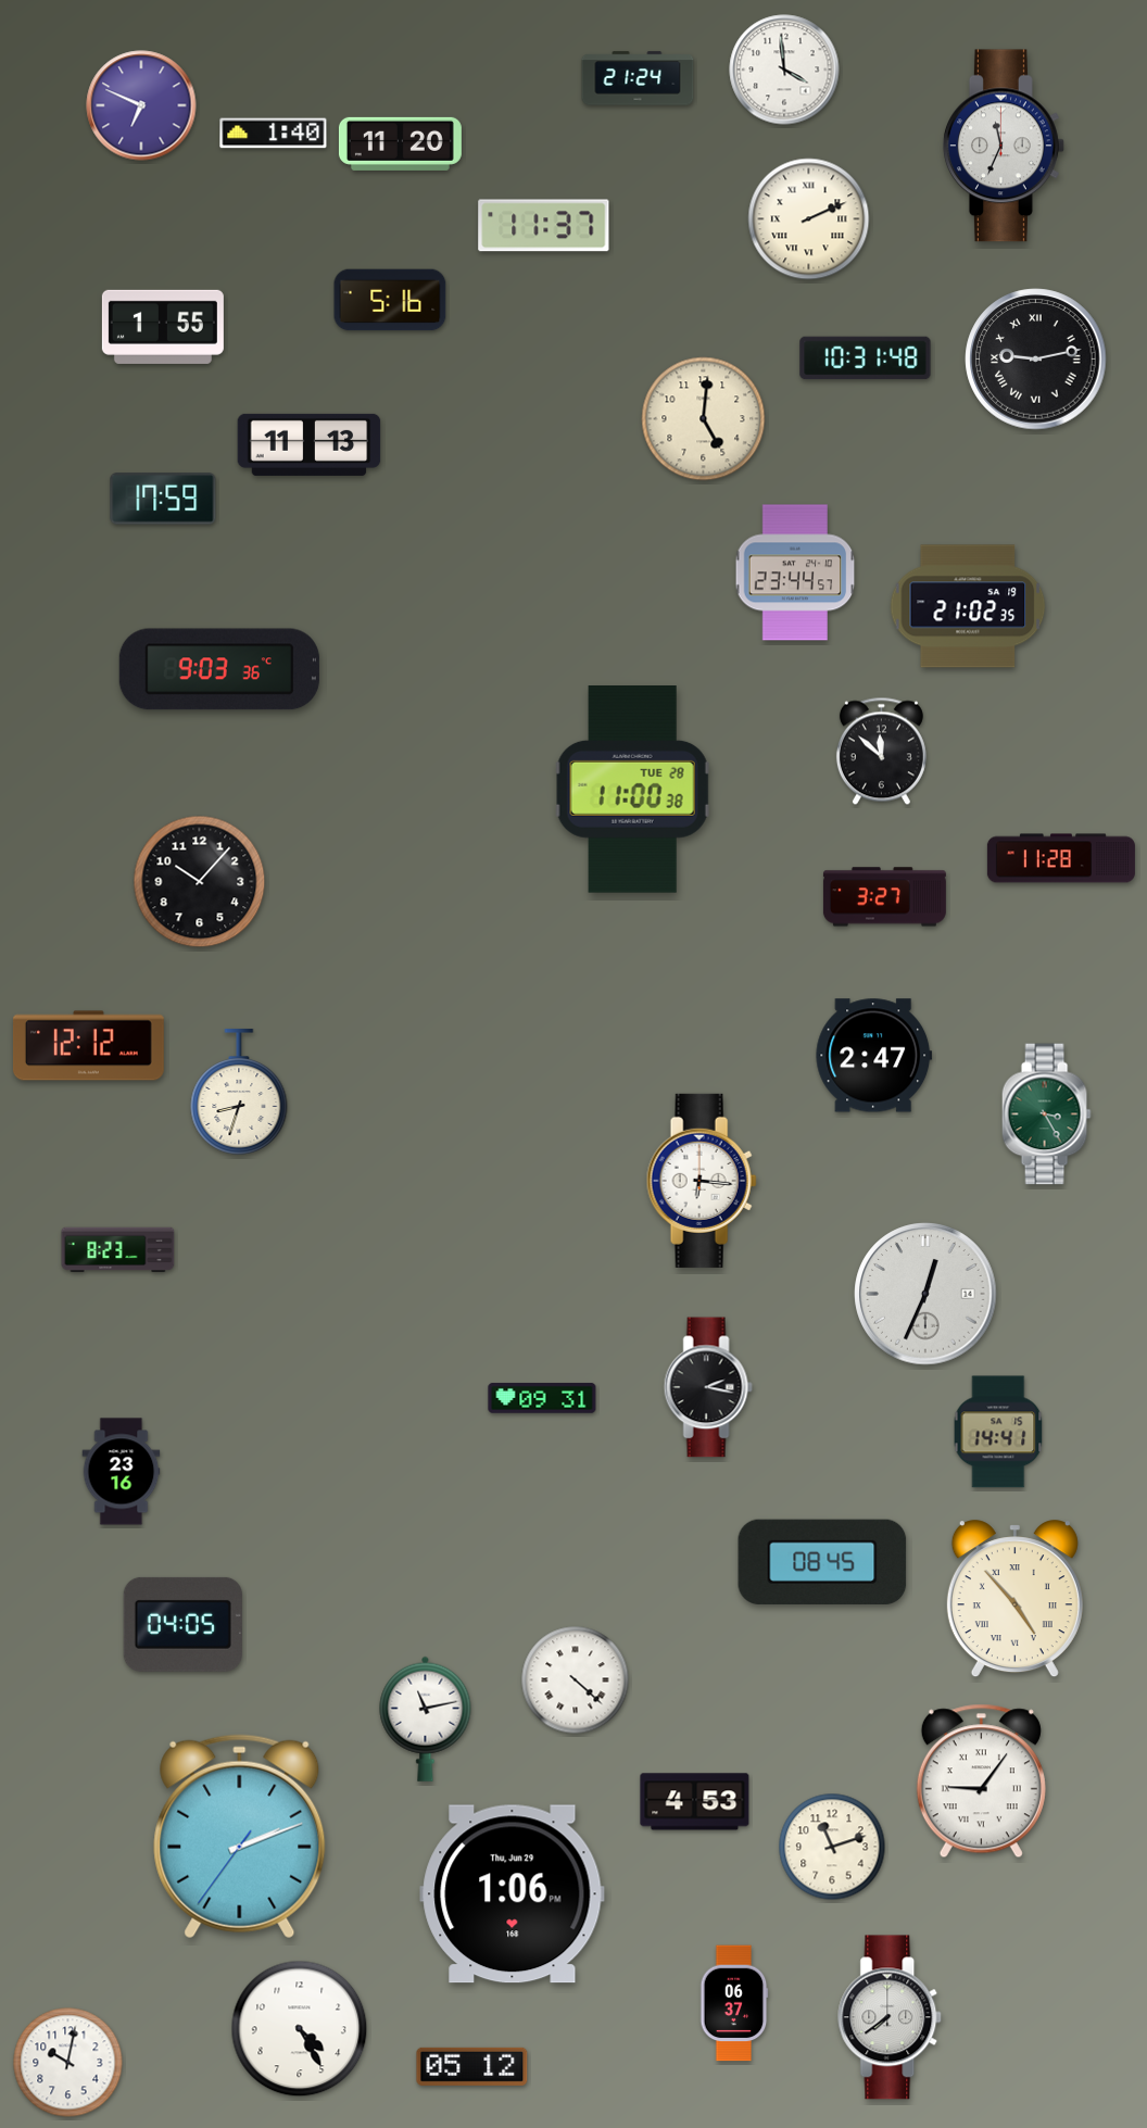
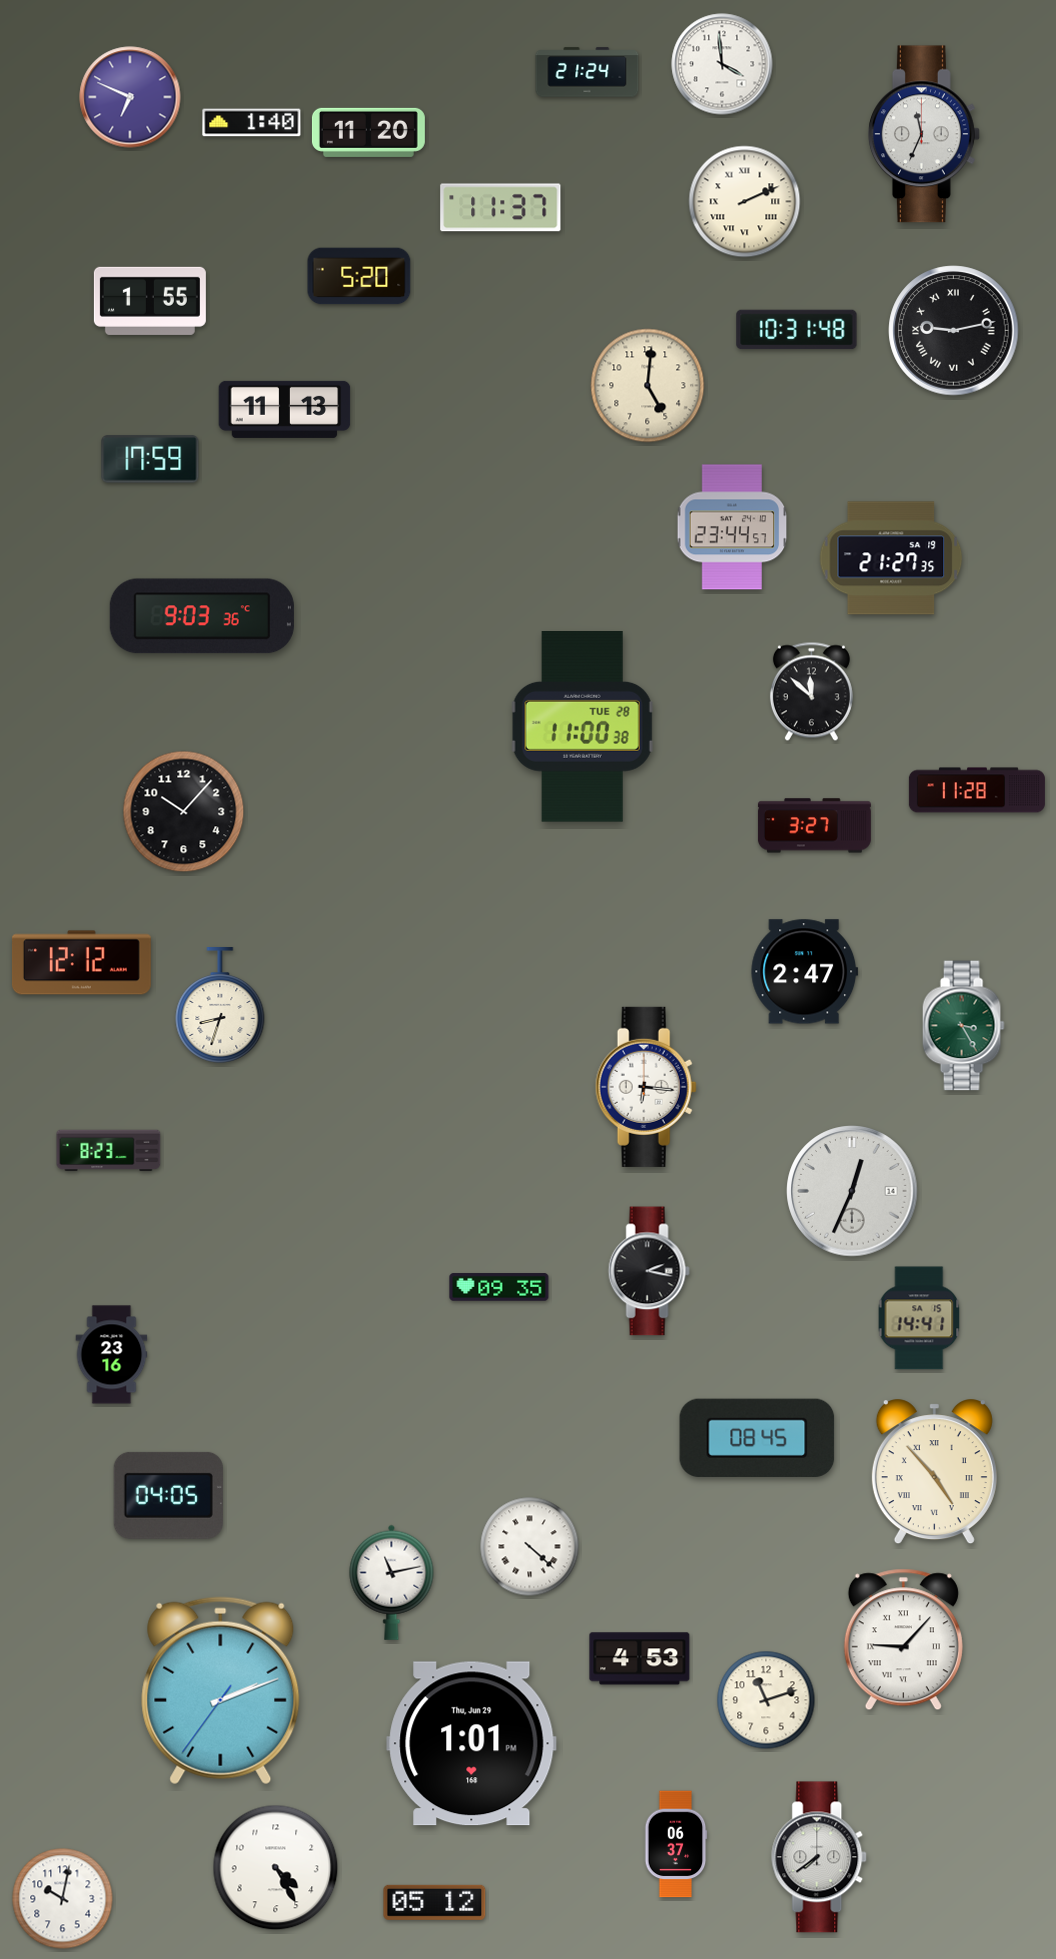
clock at (390, 300): 5:16 -> 5:20
clock at (968, 606): 21:02 -> 21:27
clock at (708, 1387) position: (708, 1387) -> (649, 1271)
clock at (542, 1398): 09:31 -> 09:35
clock at (981, 1781): 9:06 -> 9:07
clock at (513, 1894): 1:06 -> 1:01
